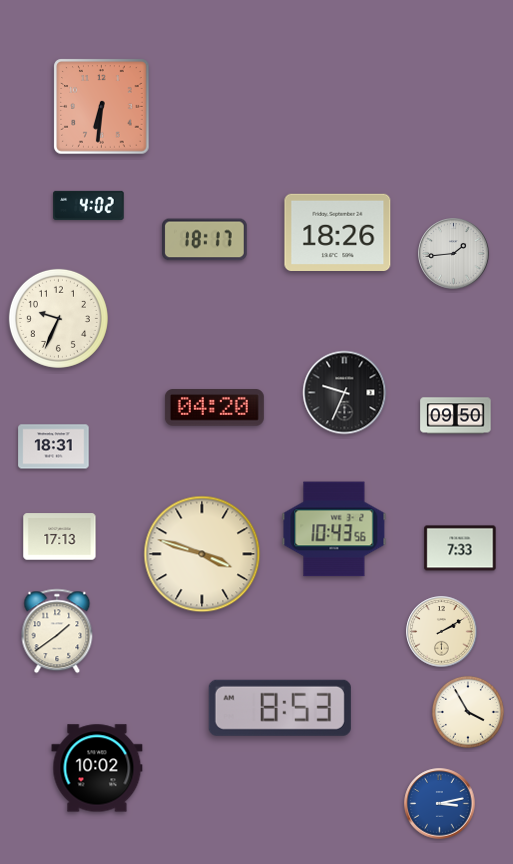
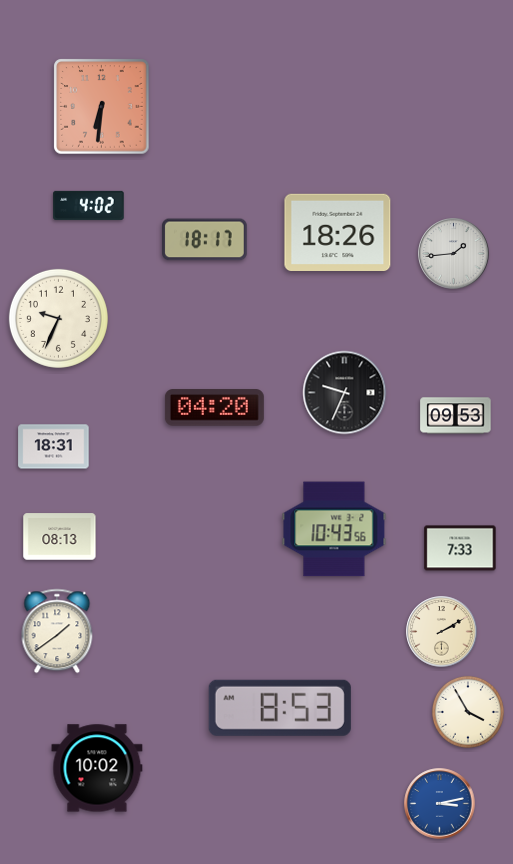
clock at (456, 416): 09:50 -> 09:53
clock at (60, 537): 17:13 -> 08:13
clock at (202, 554): 3:48 -> none
